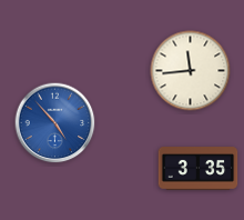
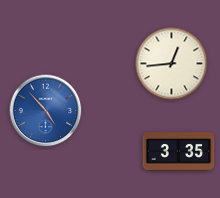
clock at (191, 71): 11:44 -> 12:44
clock at (55, 123) position: (55, 123) -> (46, 111)
